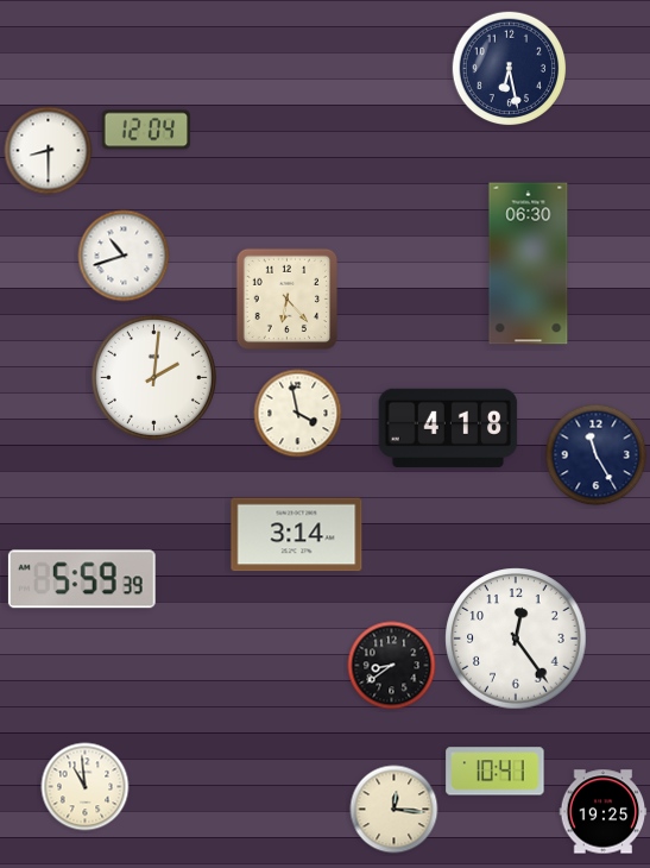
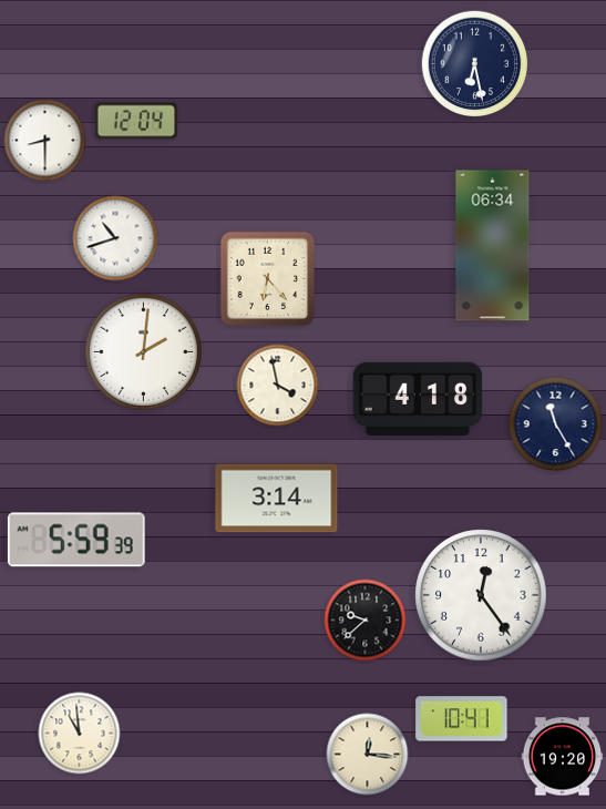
clock at (529, 264): 06:30 -> 06:34
clock at (392, 666): 8:39 -> 9:38
clock at (604, 812): 19:25 -> 19:20
